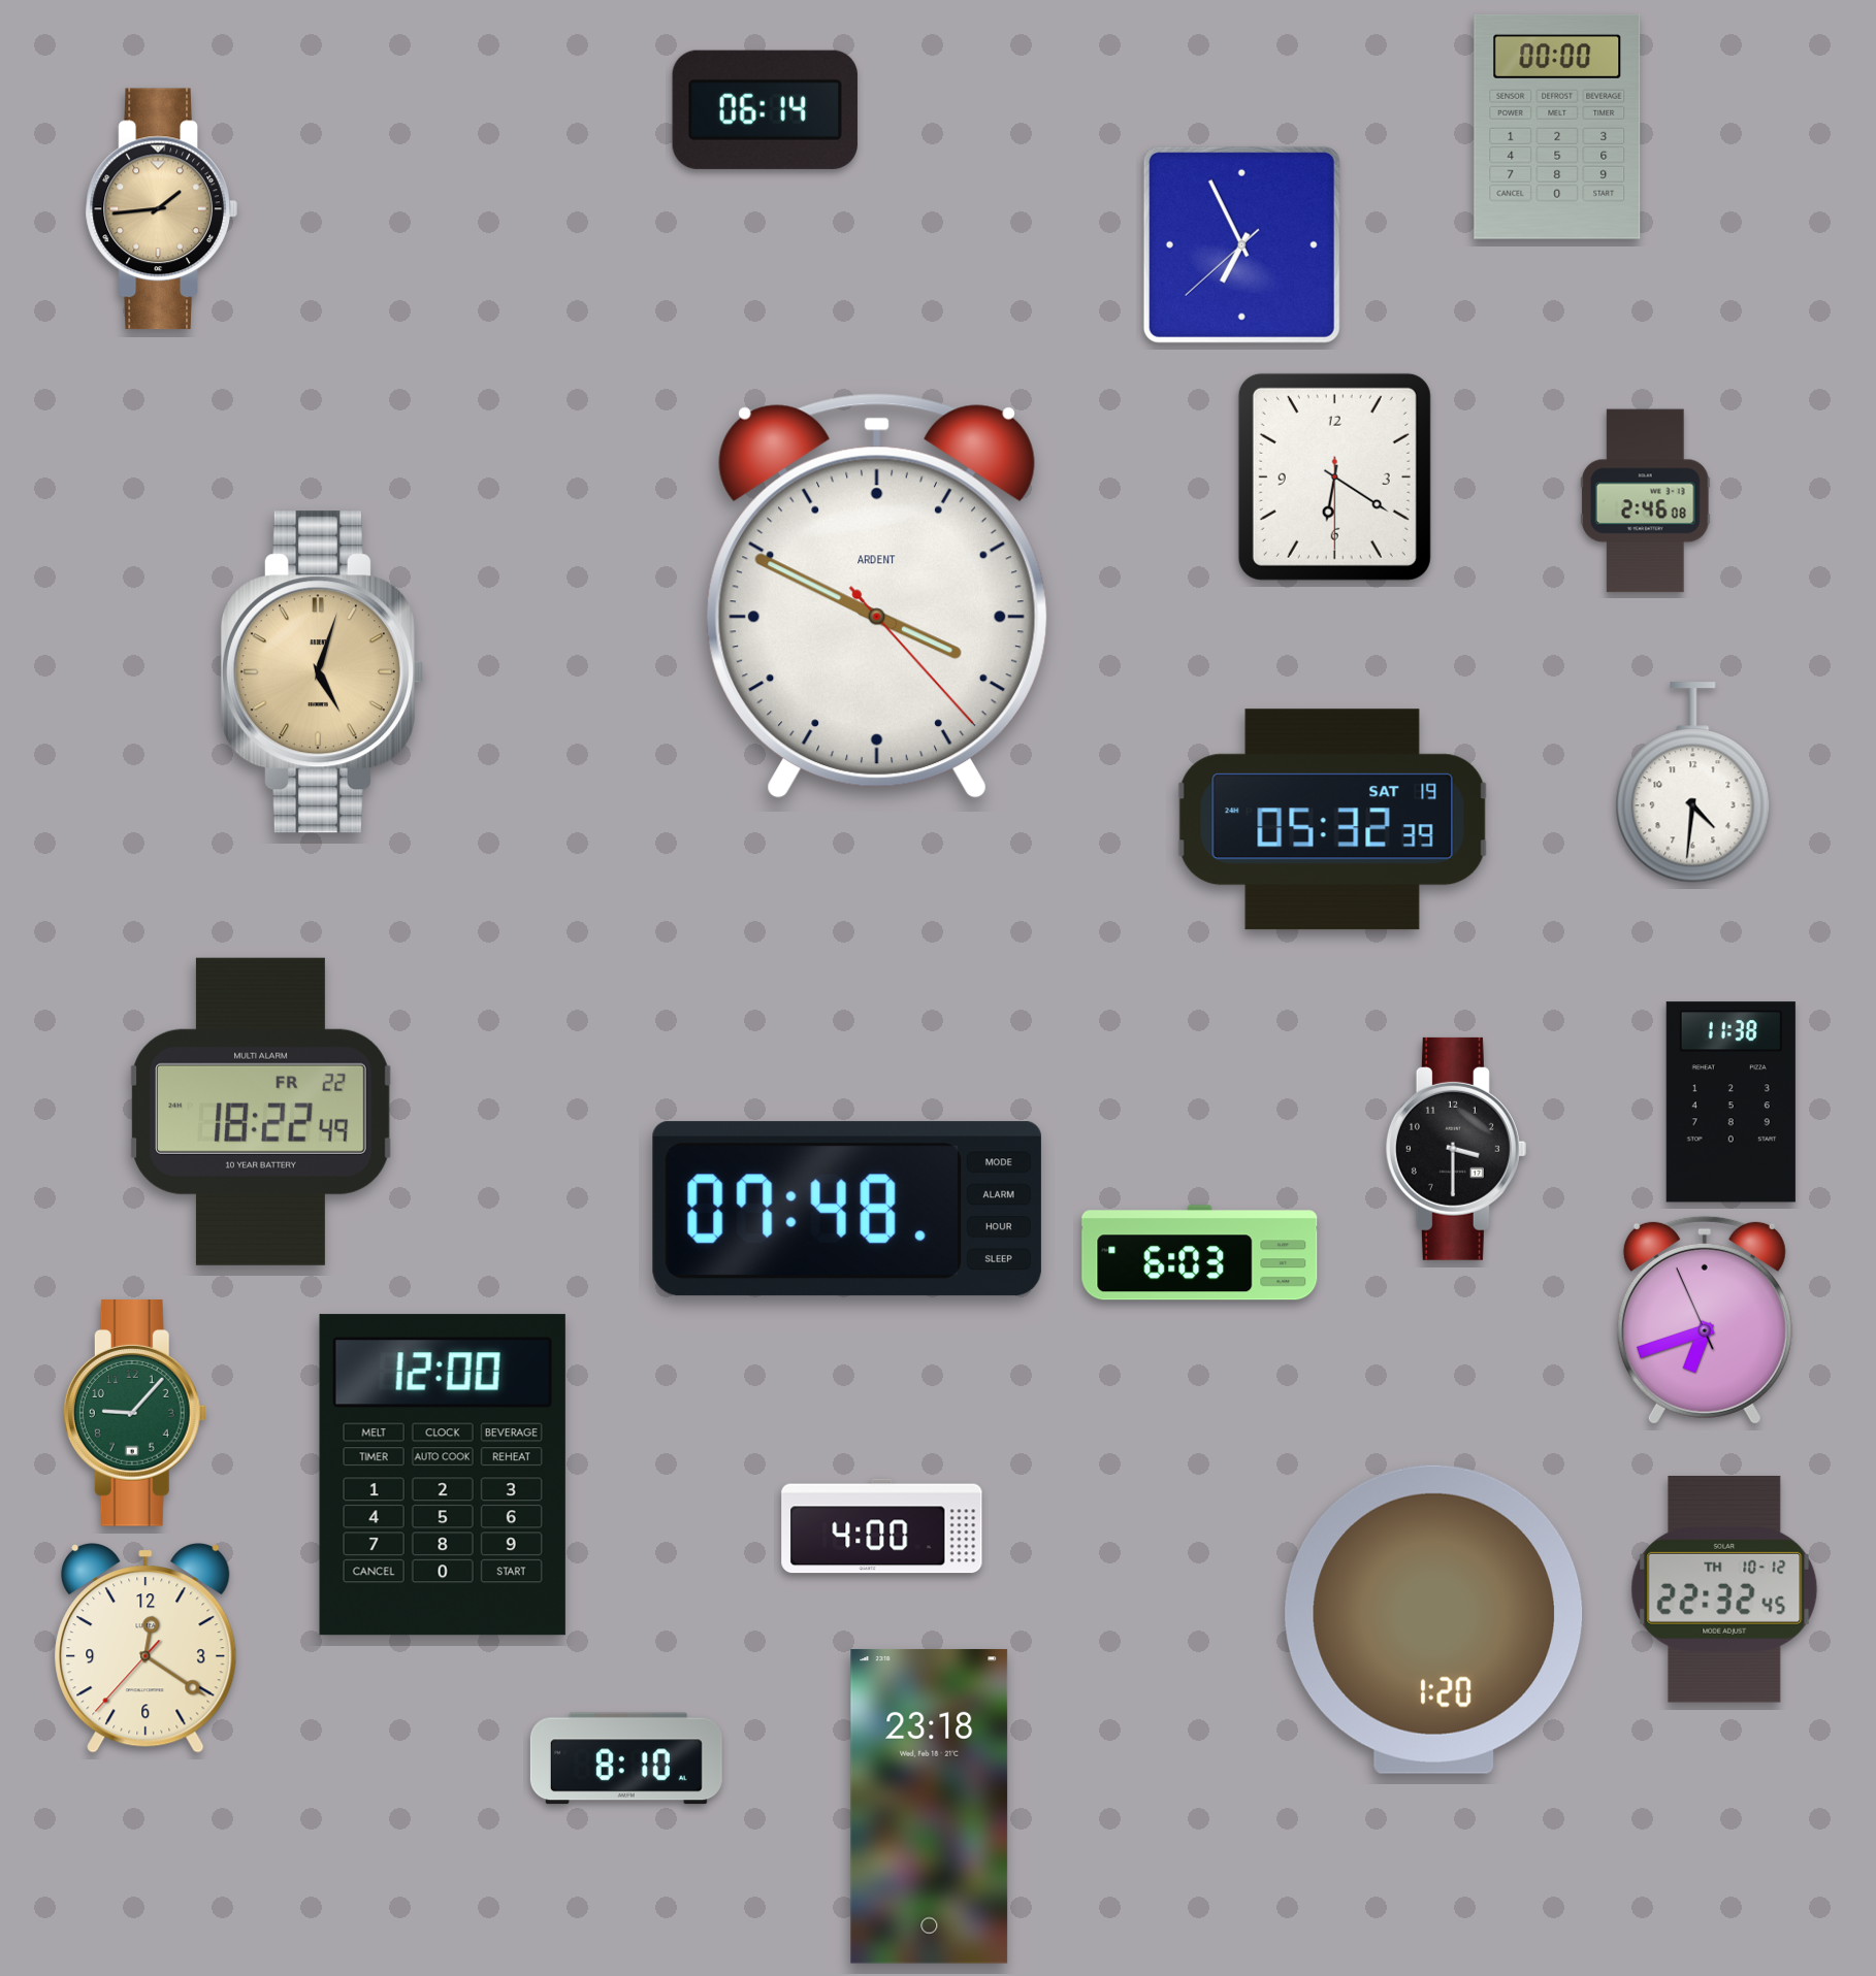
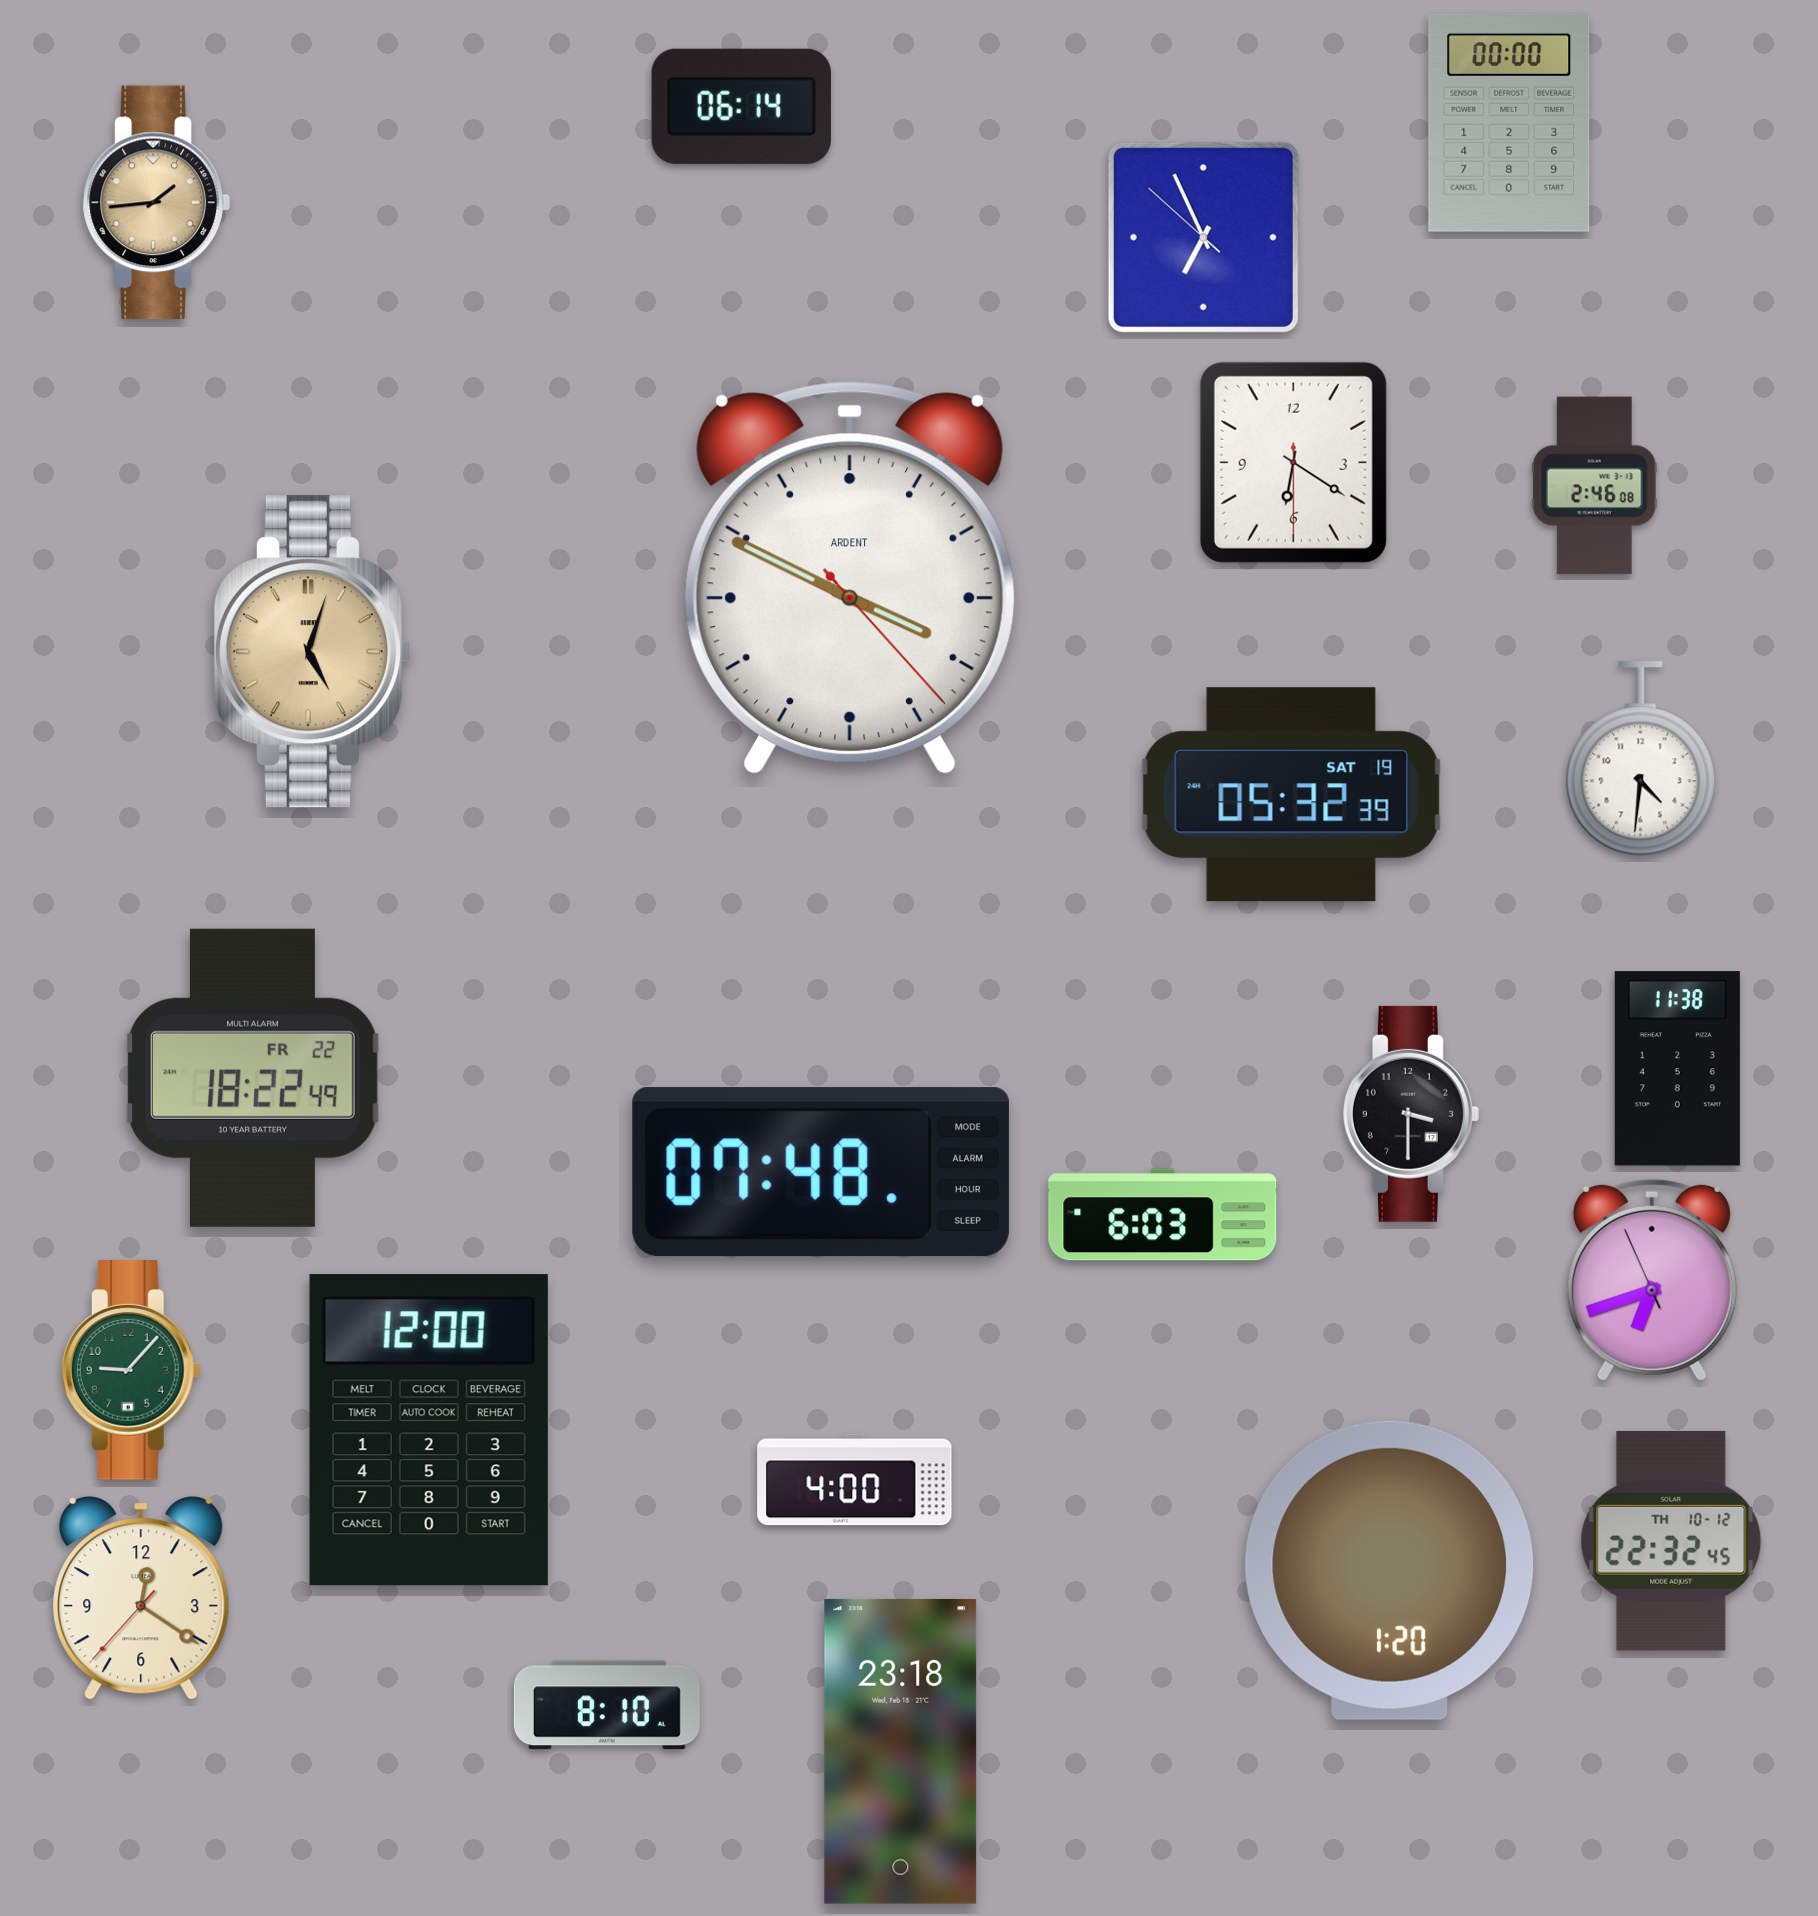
clock at (1241, 244): 6:55:38 -> 6:55:52
